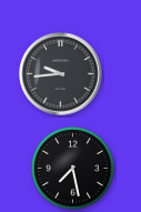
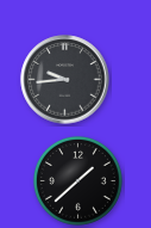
clock at (72, 168): 7:28 -> 1:38
